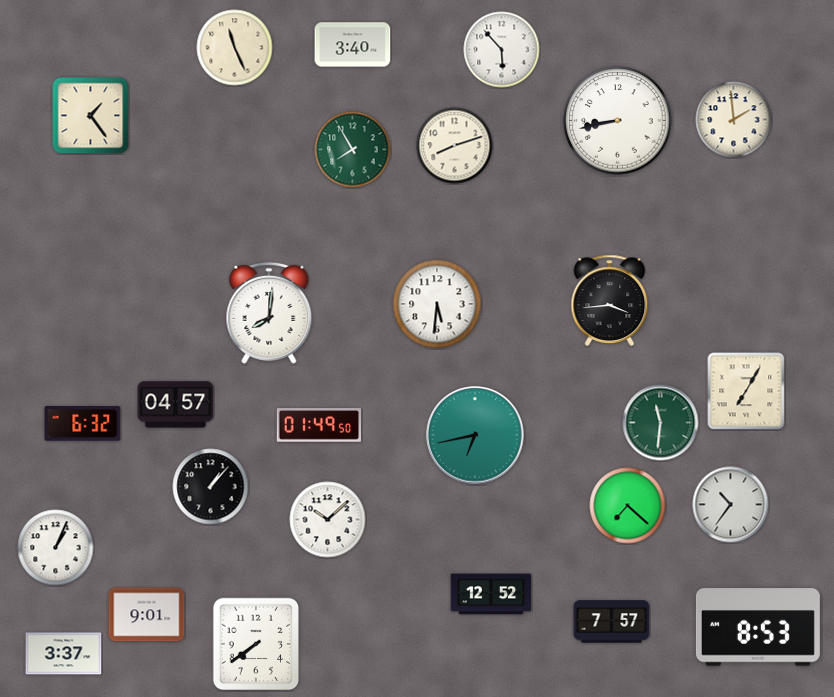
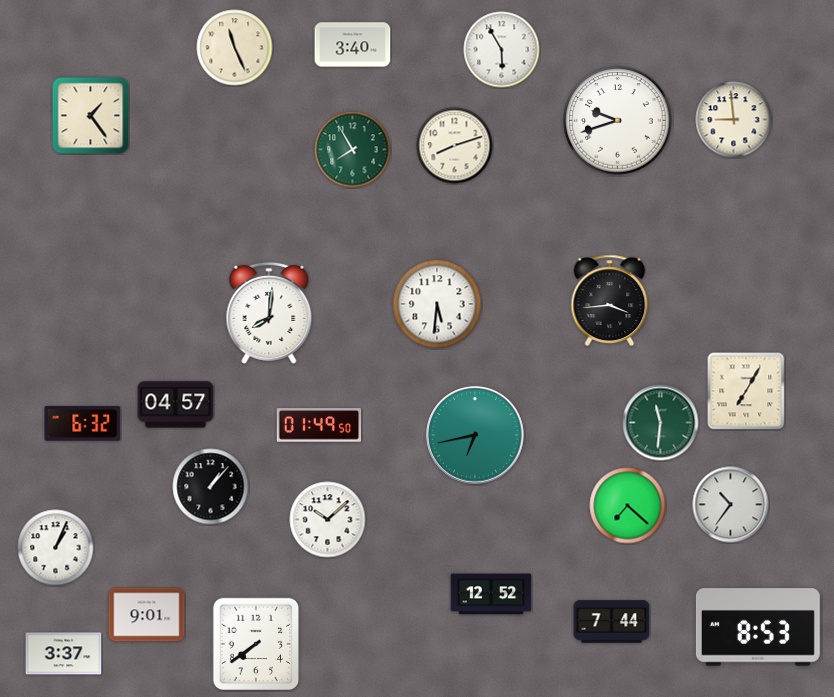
clock at (502, 50): 5:53 -> 5:55
clock at (734, 120): 1:59 -> 8:59
clock at (618, 121): 8:43 -> 9:42
clock at (612, 622): 7:57 -> 7:44
